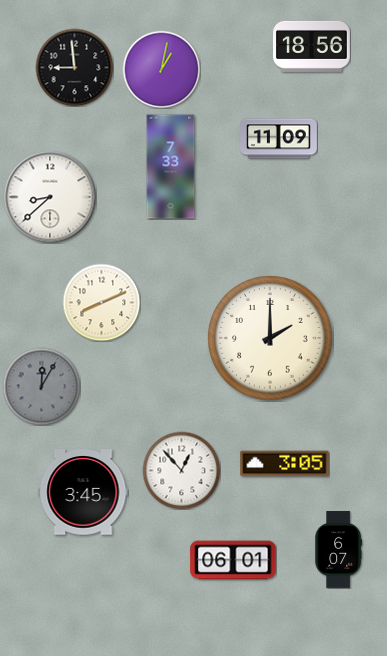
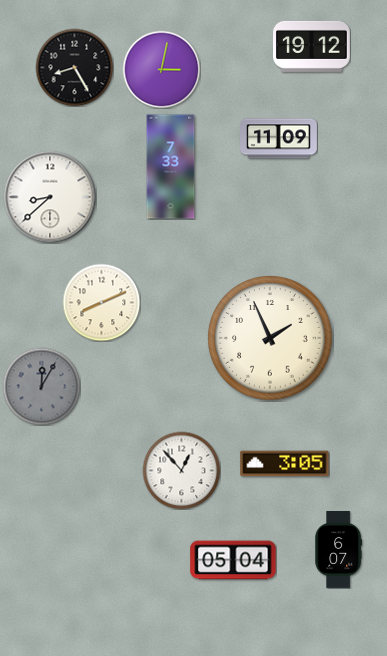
clock at (312, 46): 18:56 -> 19:12
clock at (74, 67): 8:59 -> 8:25
clock at (161, 69): 1:02 -> 3:02
clock at (270, 338): 2:00 -> 1:56
clock at (83, 492): 3:45 -> none
clock at (233, 560): 06:01 -> 05:04
